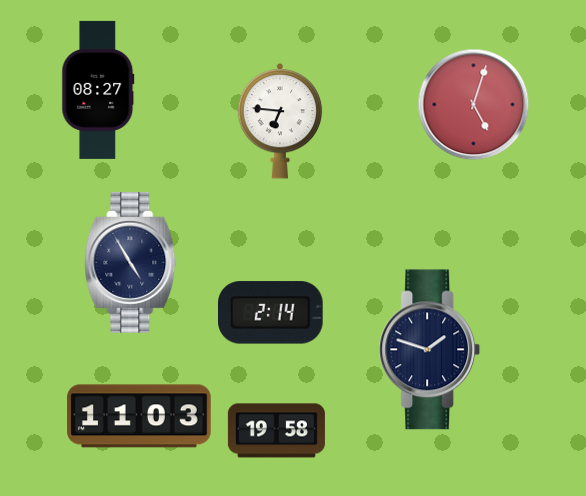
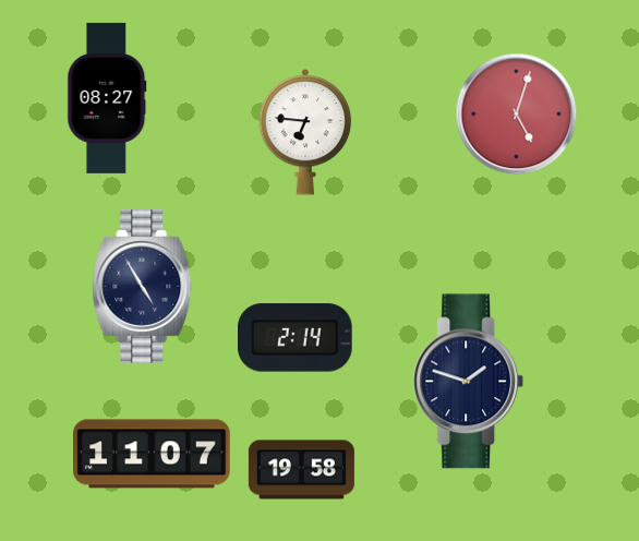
clock at (271, 313) position: (271, 313) -> (296, 338)
clock at (139, 416): 11:03 -> 11:07
